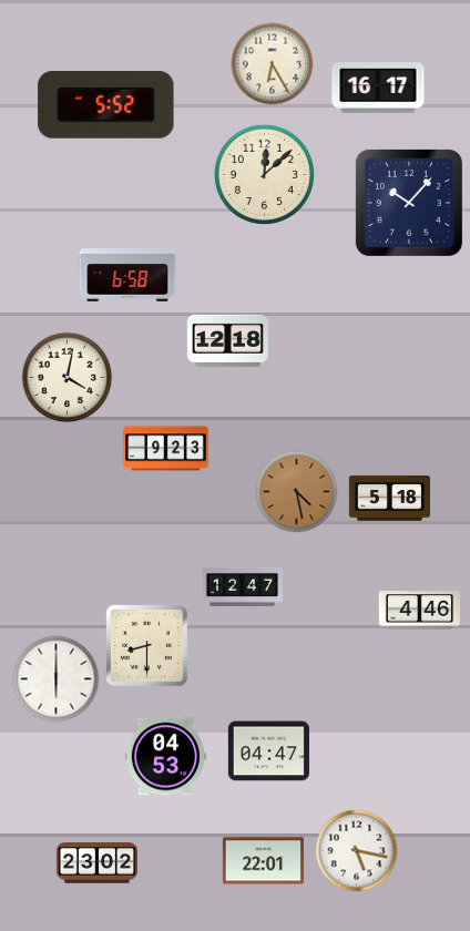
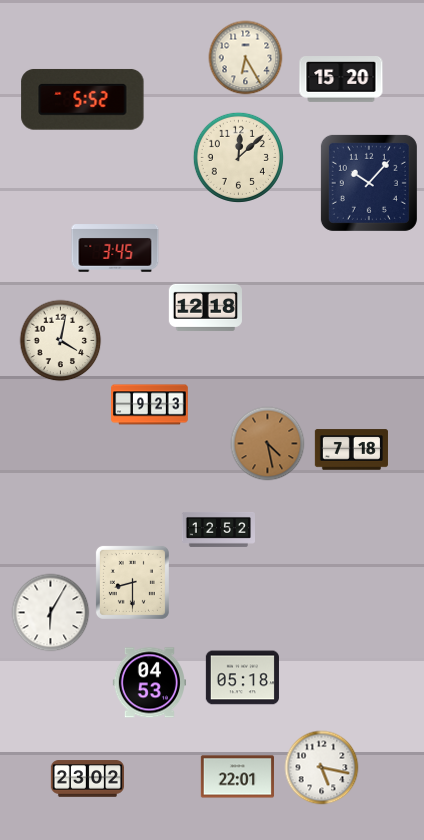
clock at (378, 89): 16:17 -> 15:20
clock at (106, 104) position: (106, 104) -> (83, 99)
clock at (127, 275): 6:58 -> 3:45
clock at (389, 499): 5:18 -> 7:18
clock at (242, 586): 12:47 -> 12:52
clock at (419, 611): 4:46 -> none
clock at (57, 679): 6:00 -> 6:05
clock at (268, 751): 04:47 -> 05:18
